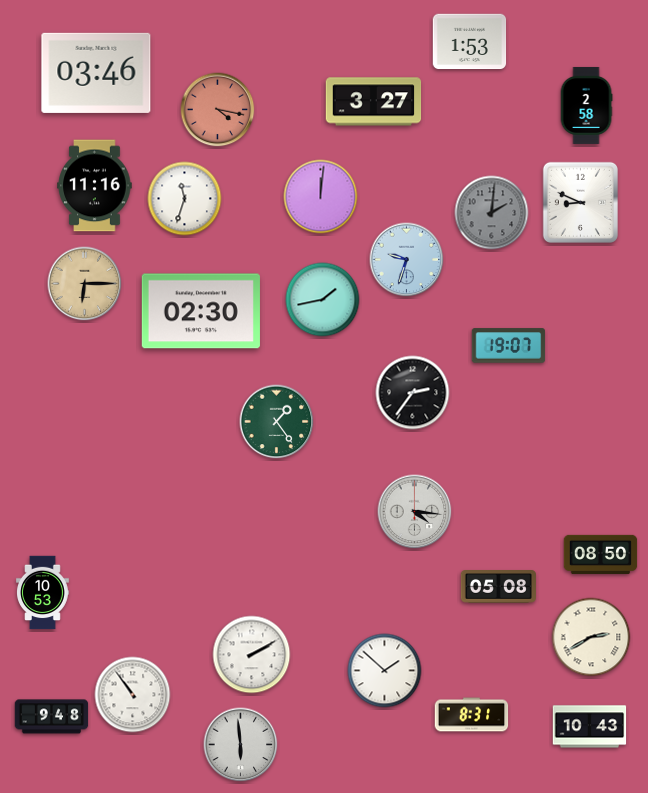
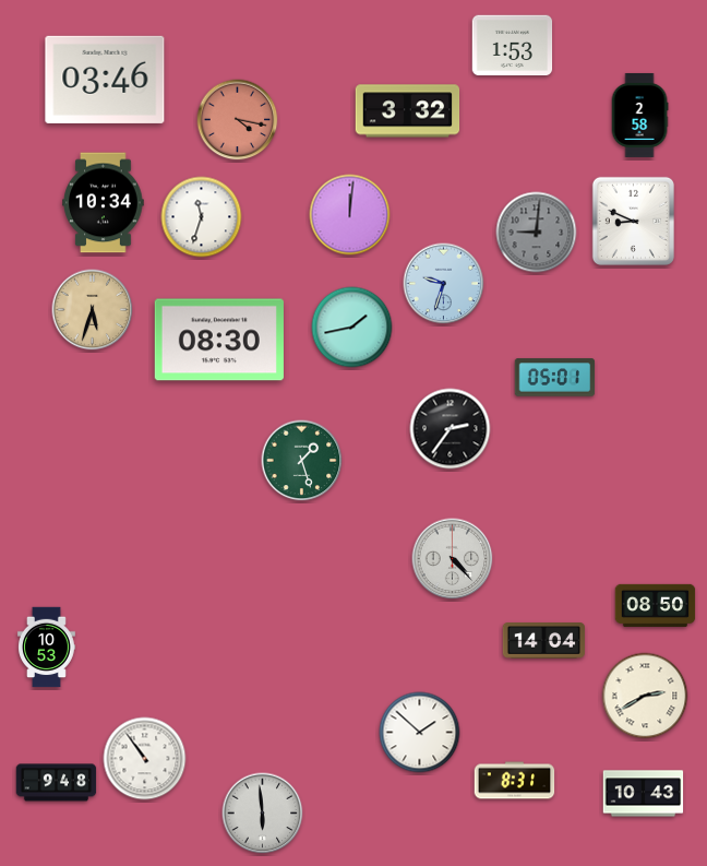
clock at (374, 102): 3:27 -> 3:32
clock at (95, 186): 11:16 -> 10:34
clock at (492, 213): 2:01 -> 9:01
clock at (85, 284): 6:15 -> 5:33
clock at (201, 311): 02:30 -> 08:30
clock at (509, 346): 19:07 -> 05:01
clock at (277, 422): 1:24 -> 1:27
clock at (415, 512): 4:16 -> 4:23
clock at (498, 587): 05:08 -> 14:04
clock at (252, 655): 2:10 -> none
